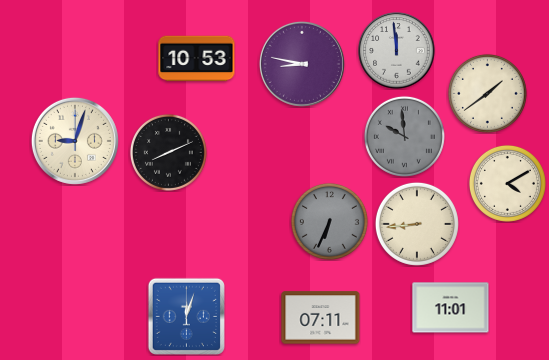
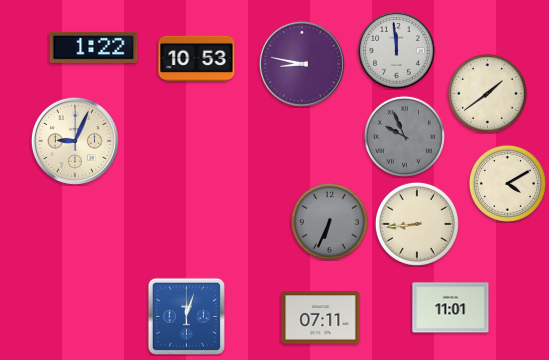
clock at (94, 47): none -> 1:22
clock at (404, 136): 9:59 -> 9:56
clock at (75, 141): 9:03 -> 9:04
clock at (168, 152): 8:11 -> none
